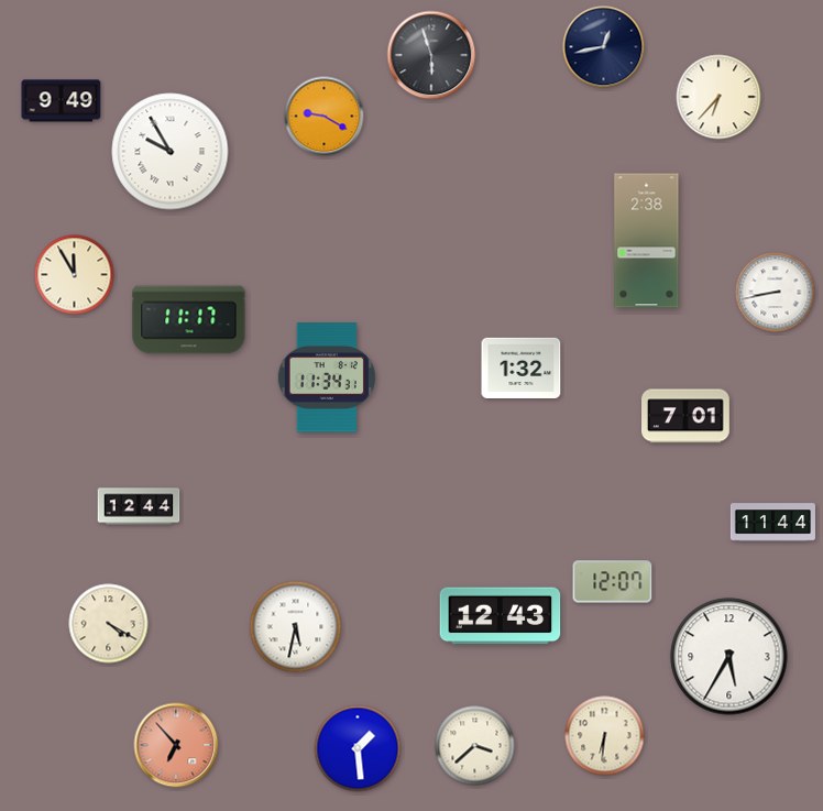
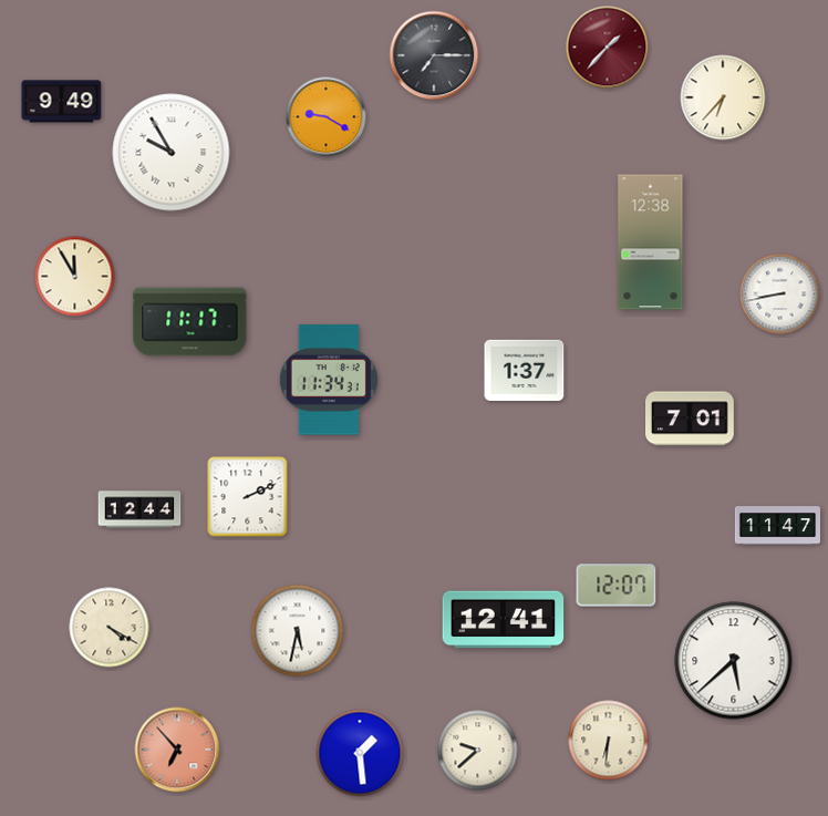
clock at (604, 47): 12:43 -> 1:37
clock at (604, 47) dial: navy -> burgundy
clock at (431, 55): 5:57 -> 7:15
clock at (647, 241): 2:38 -> 12:38
clock at (522, 368): 1:32 -> 1:37
clock at (248, 497): none -> 2:11
clock at (772, 523): 11:44 -> 11:47
clock at (501, 616): 12:43 -> 12:41
clock at (729, 657): 5:35 -> 5:38
clock at (475, 746): 3:38 -> 9:38
